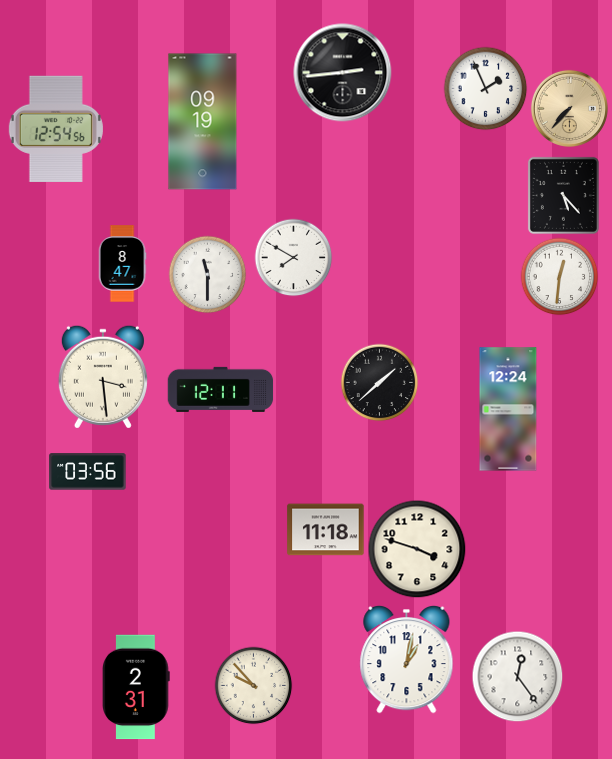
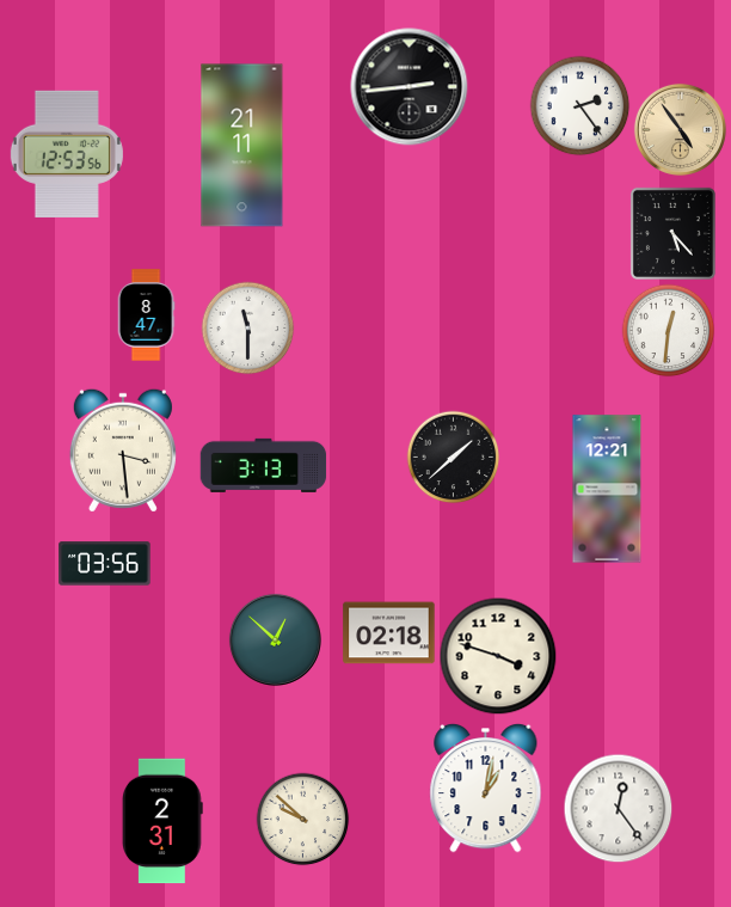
clock at (485, 88): 1:56 -> 2:24
clock at (569, 108): 7:37 -> 4:54
clock at (203, 122): 09:19 -> 21:11
clock at (56, 129): 12:54 -> 12:53
clock at (293, 257): 7:50 -> none
clock at (221, 389): 12:11 -> 3:13
clock at (508, 409): 12:24 -> 12:21
clock at (326, 530): 11:18 -> 02:18
clock at (275, 639): none -> 12:52
clock at (253, 685): 9:53 -> 9:52
